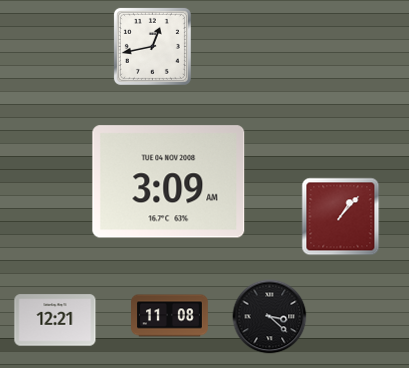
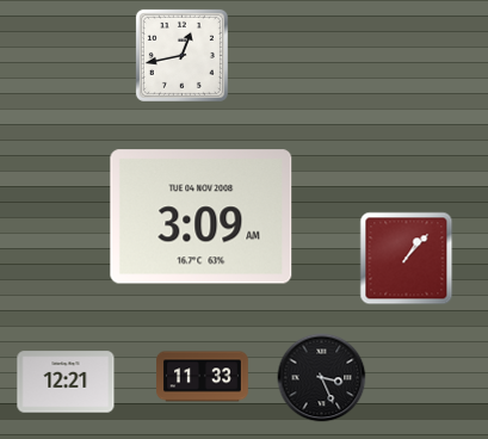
clock at (170, 316): 11:08 -> 11:33
clock at (270, 317): 3:22 -> 3:26
